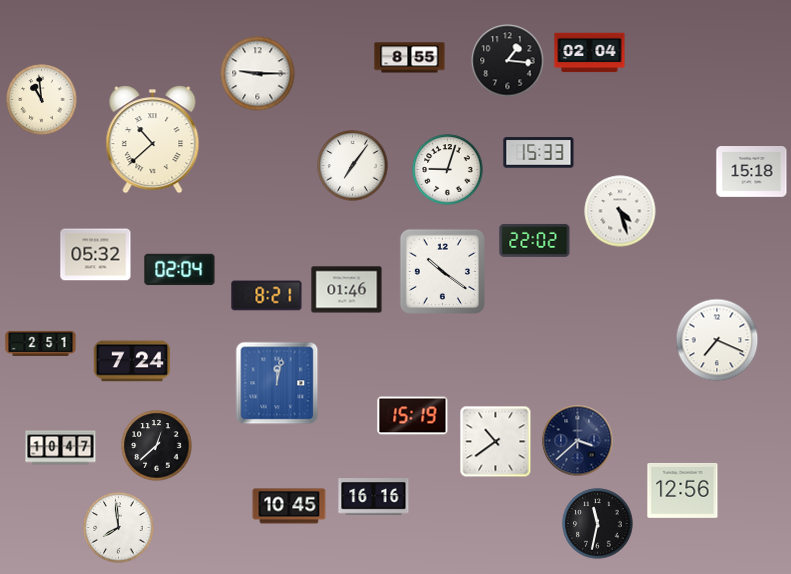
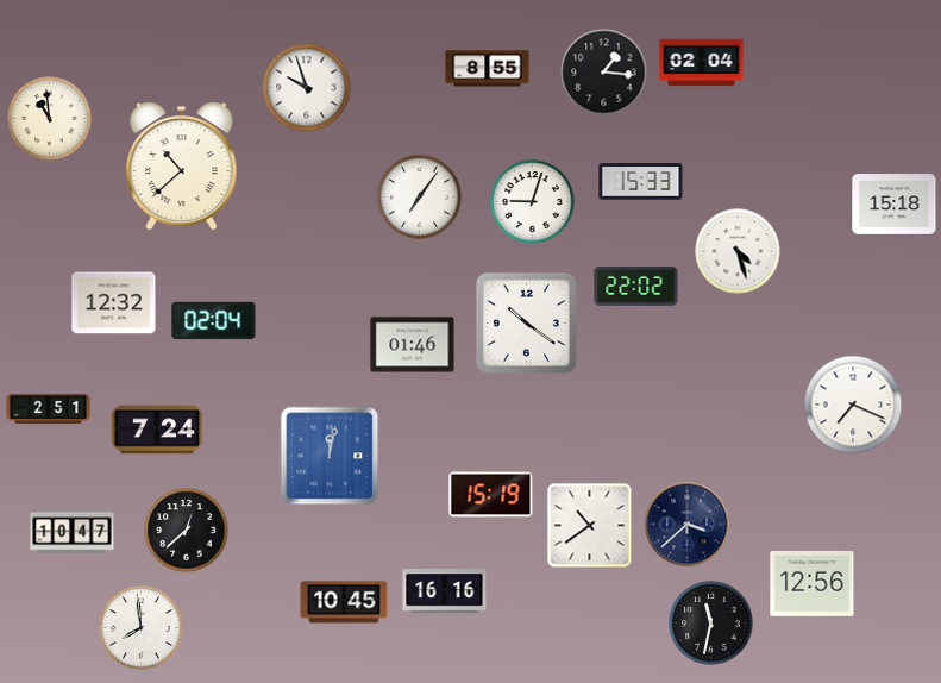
clock at (258, 74): 9:15 -> 9:57
clock at (96, 255): 05:32 -> 12:32
clock at (267, 296): 8:21 -> none
